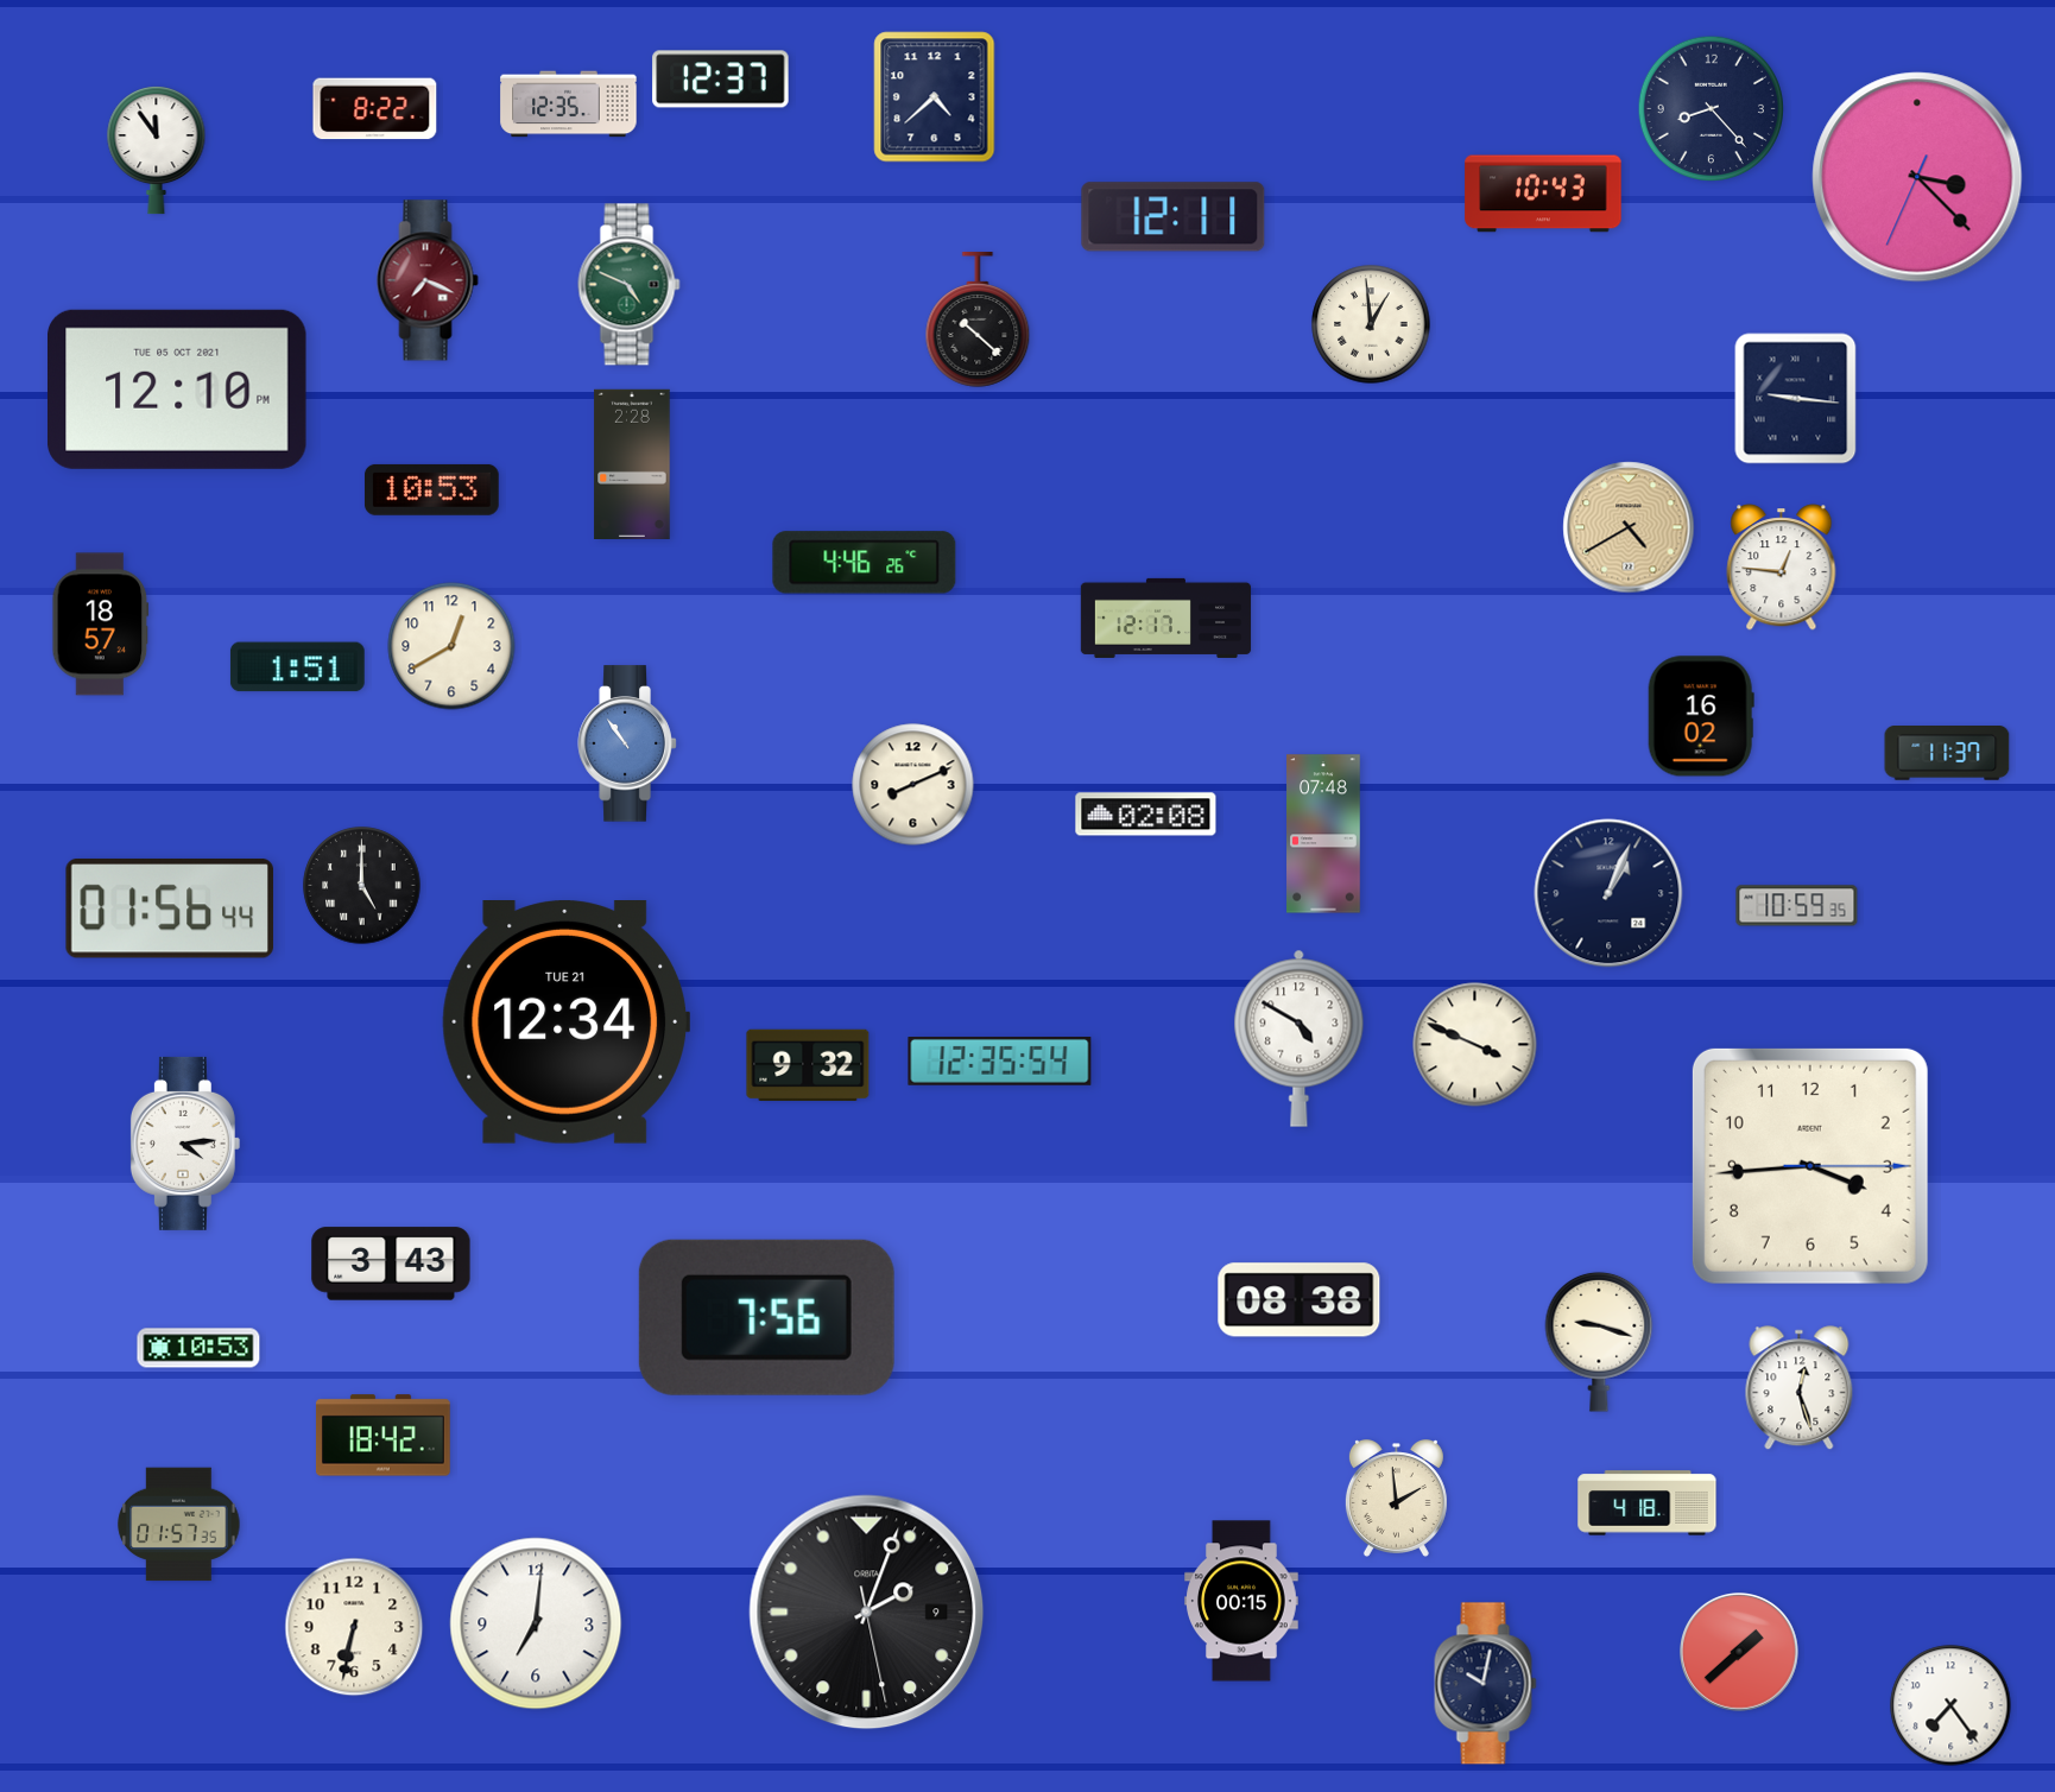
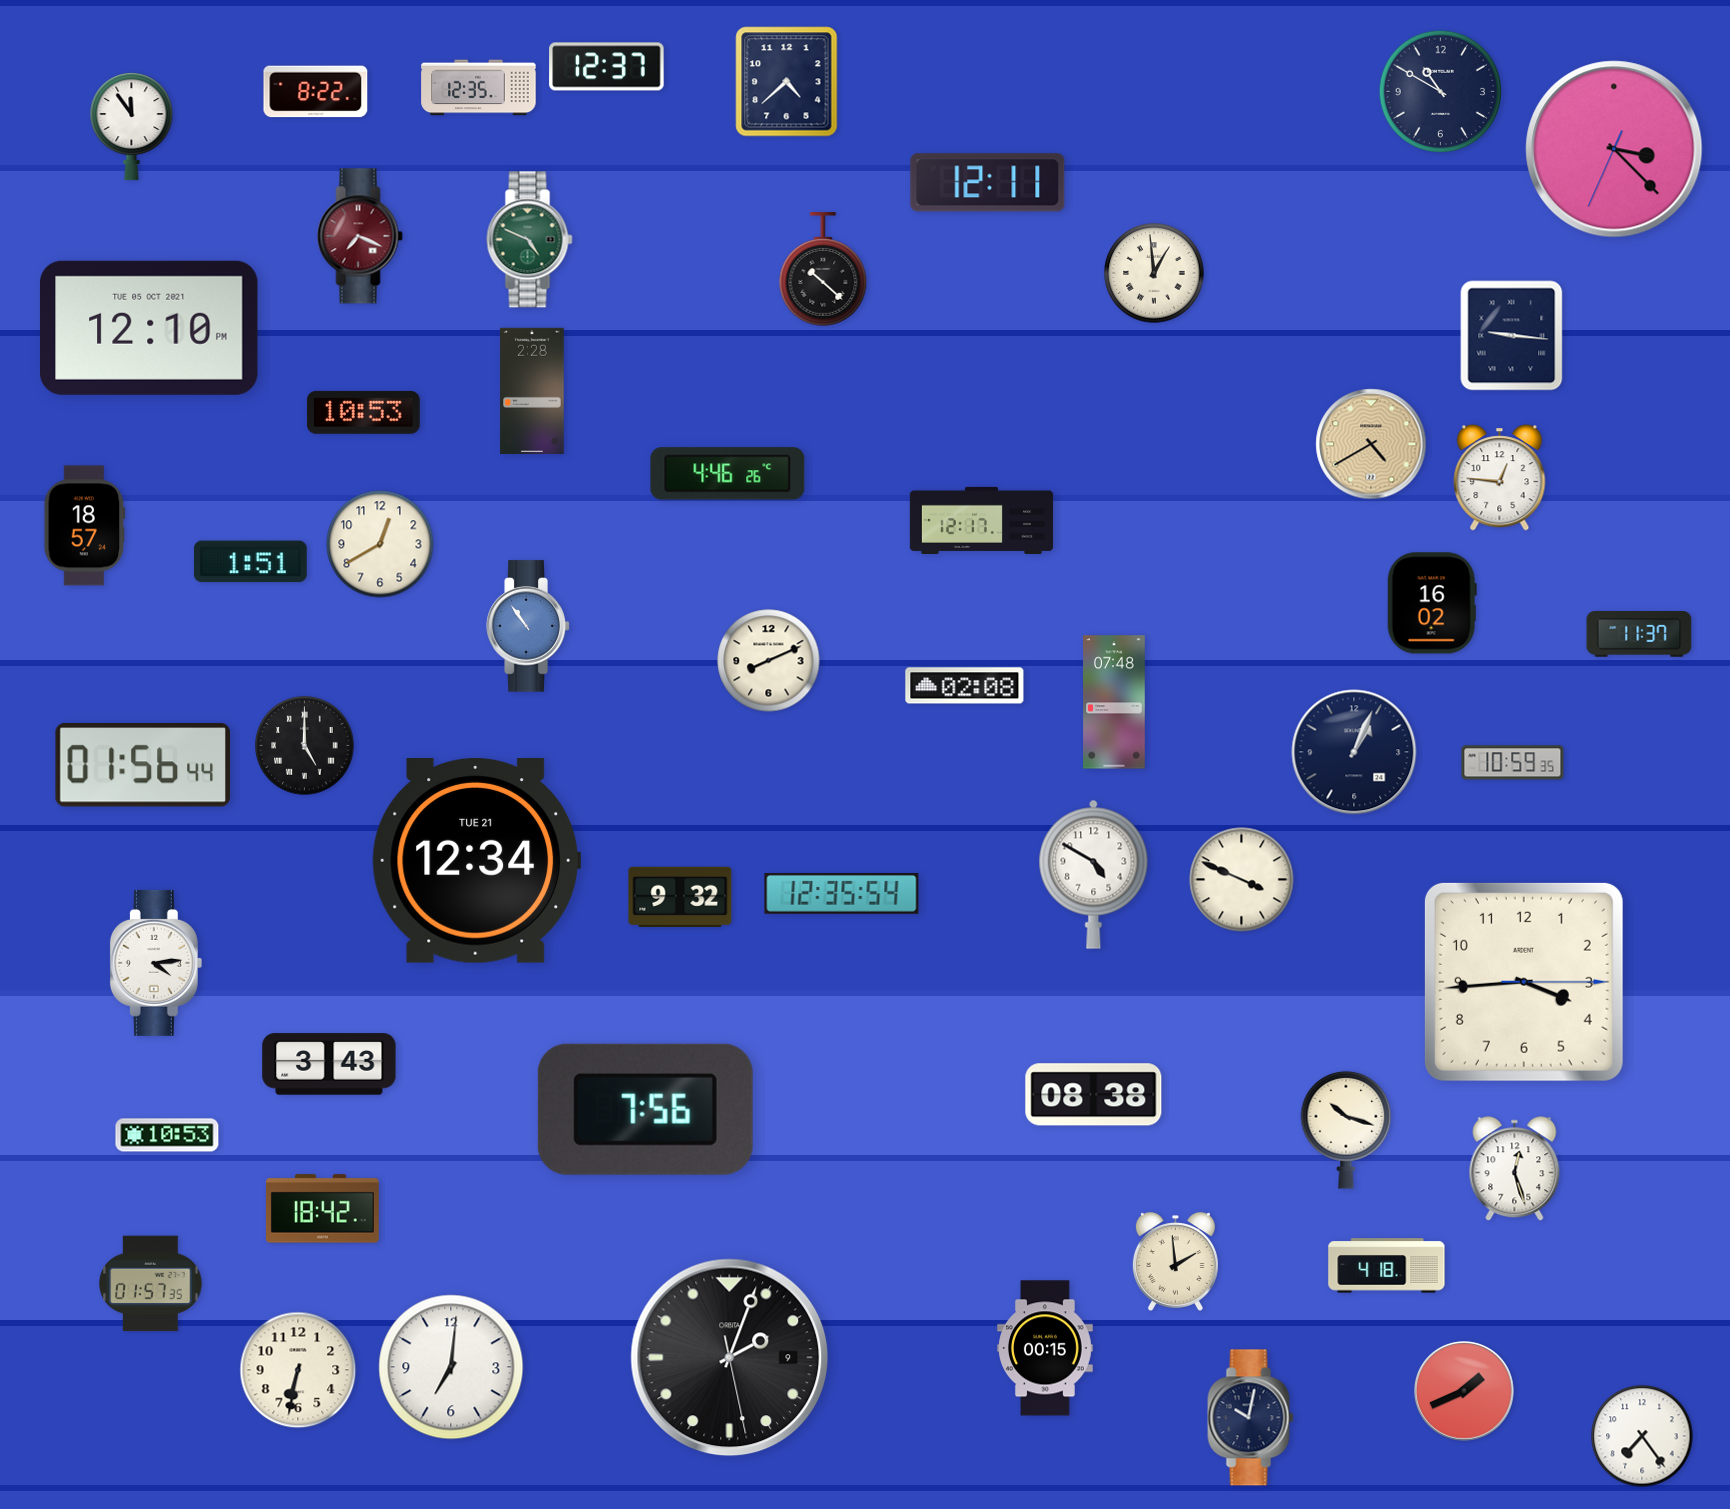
clock at (1712, 109): 8:23 -> 10:50
clock at (1543, 194): 10:43 -> none
clock at (1599, 1342): 9:18 -> 10:18
clock at (1740, 1653): 1:38 -> 1:41
